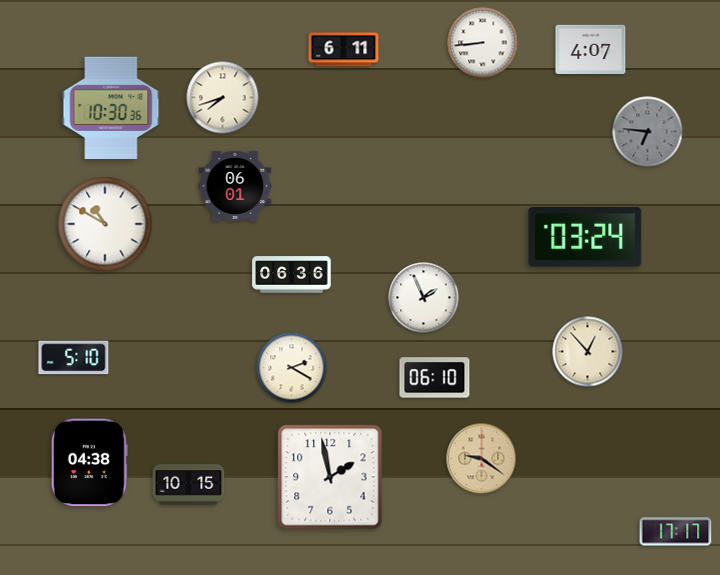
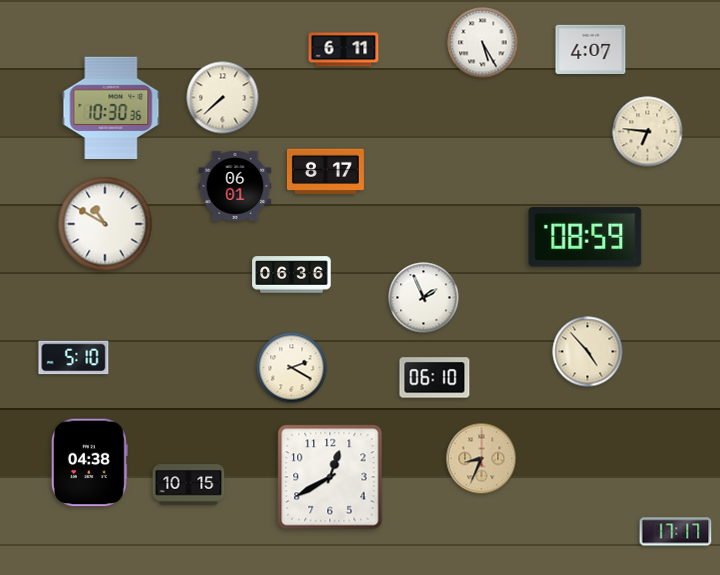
clock at (483, 43): 8:44 -> 5:25
clock at (223, 98): 7:42 -> 7:38
clock at (648, 132) dial: grey -> cream
clock at (325, 171): none -> 8:17
clock at (585, 237): 03:24 -> 08:59
clock at (588, 352): 12:53 -> 4:53
clock at (482, 459): 9:21 -> 8:34
clock at (330, 477): 1:58 -> 12:40
